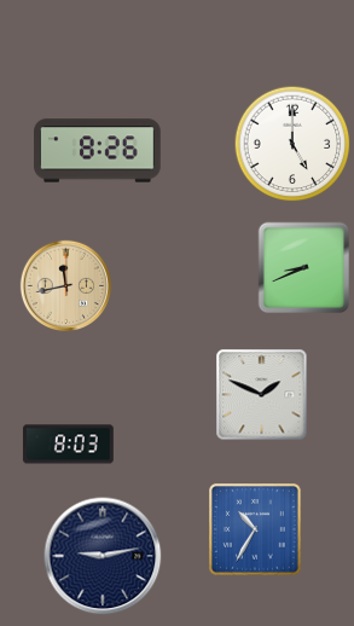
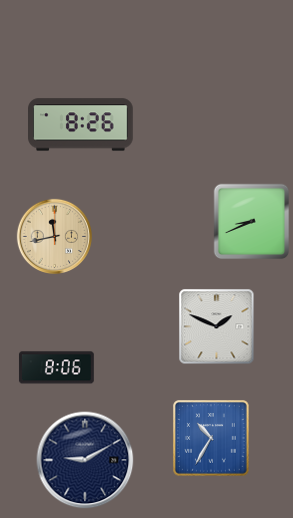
clock at (292, 144): 5:00 -> none
clock at (68, 445): 8:03 -> 8:06
clock at (103, 556): 9:13 -> 9:10
